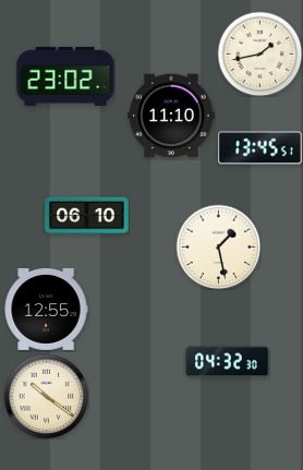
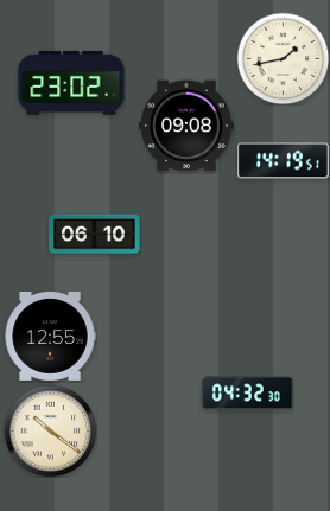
clock at (171, 116): 11:10 -> 09:08
clock at (260, 148): 13:45 -> 14:19
clock at (218, 246): 1:28 -> none
